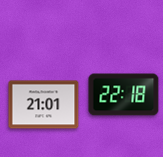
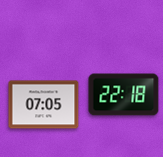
clock at (44, 105): 21:01 -> 07:05
